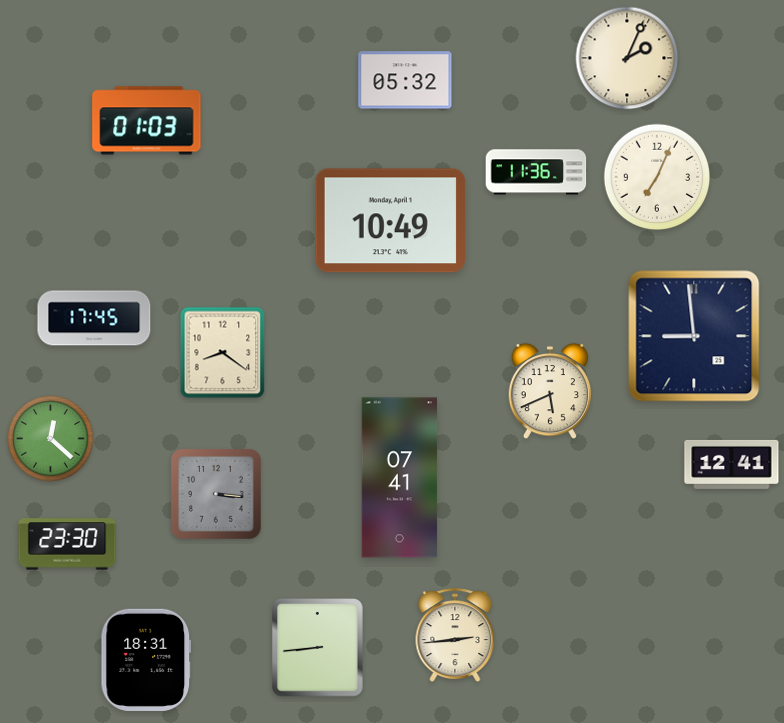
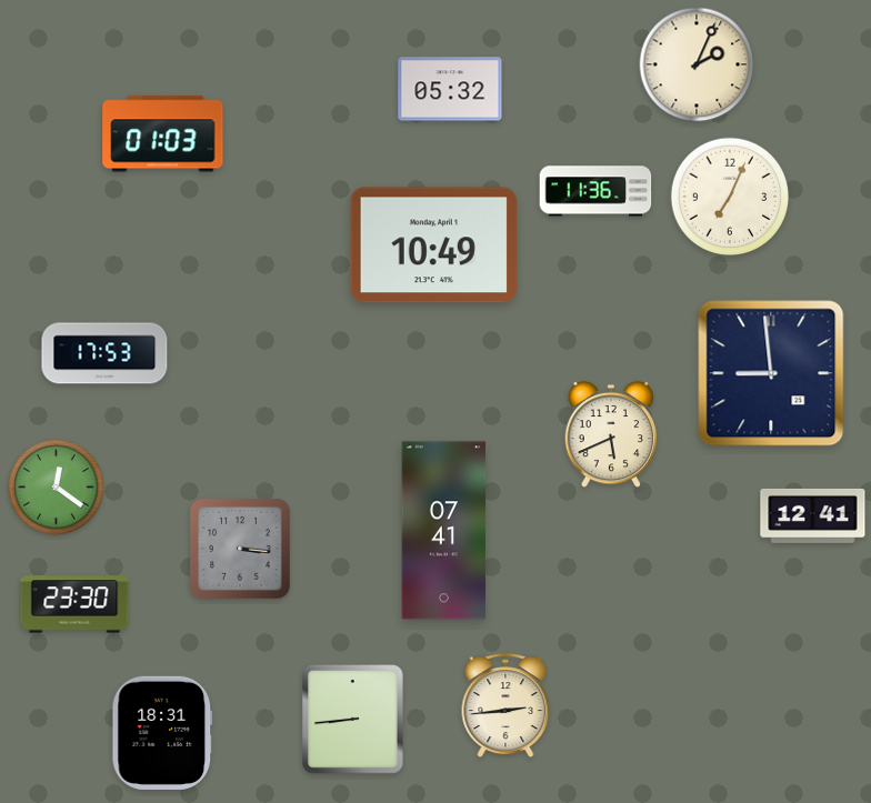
clock at (94, 318): 17:45 -> 17:53
clock at (223, 353): 8:21 -> none
clock at (51, 439): 12:22 -> 12:21
